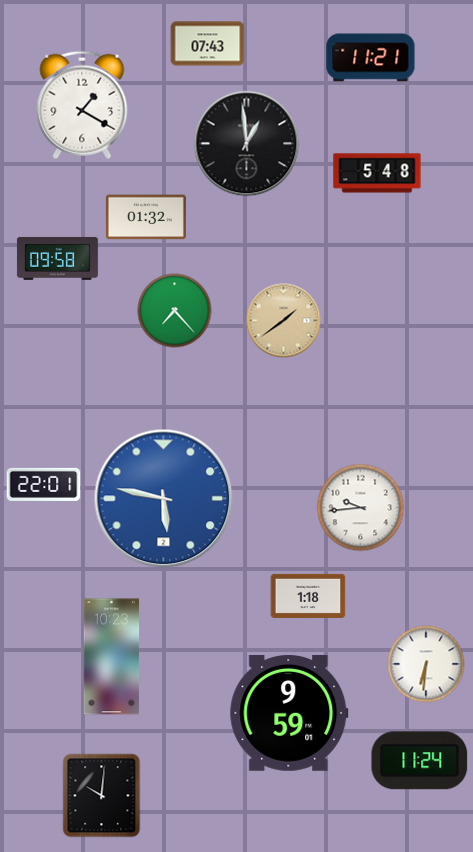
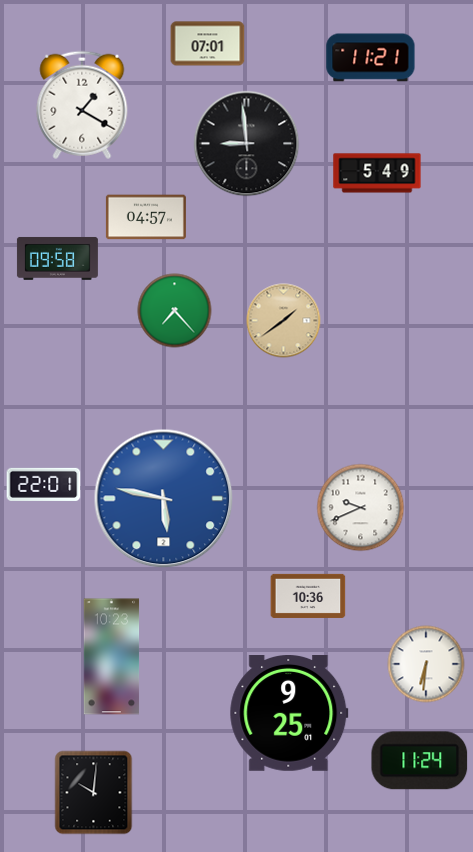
clock at (208, 44): 07:43 -> 07:01
clock at (247, 144): 12:59 -> 8:59
clock at (377, 173): 5:48 -> 5:49
clock at (146, 217): 01:32 -> 04:57
clock at (361, 508): 9:44 -> 9:41
clock at (308, 596): 1:18 -> 10:36
clock at (289, 714): 9:59 -> 9:25
clock at (102, 796) position: (102, 796) -> (94, 793)
